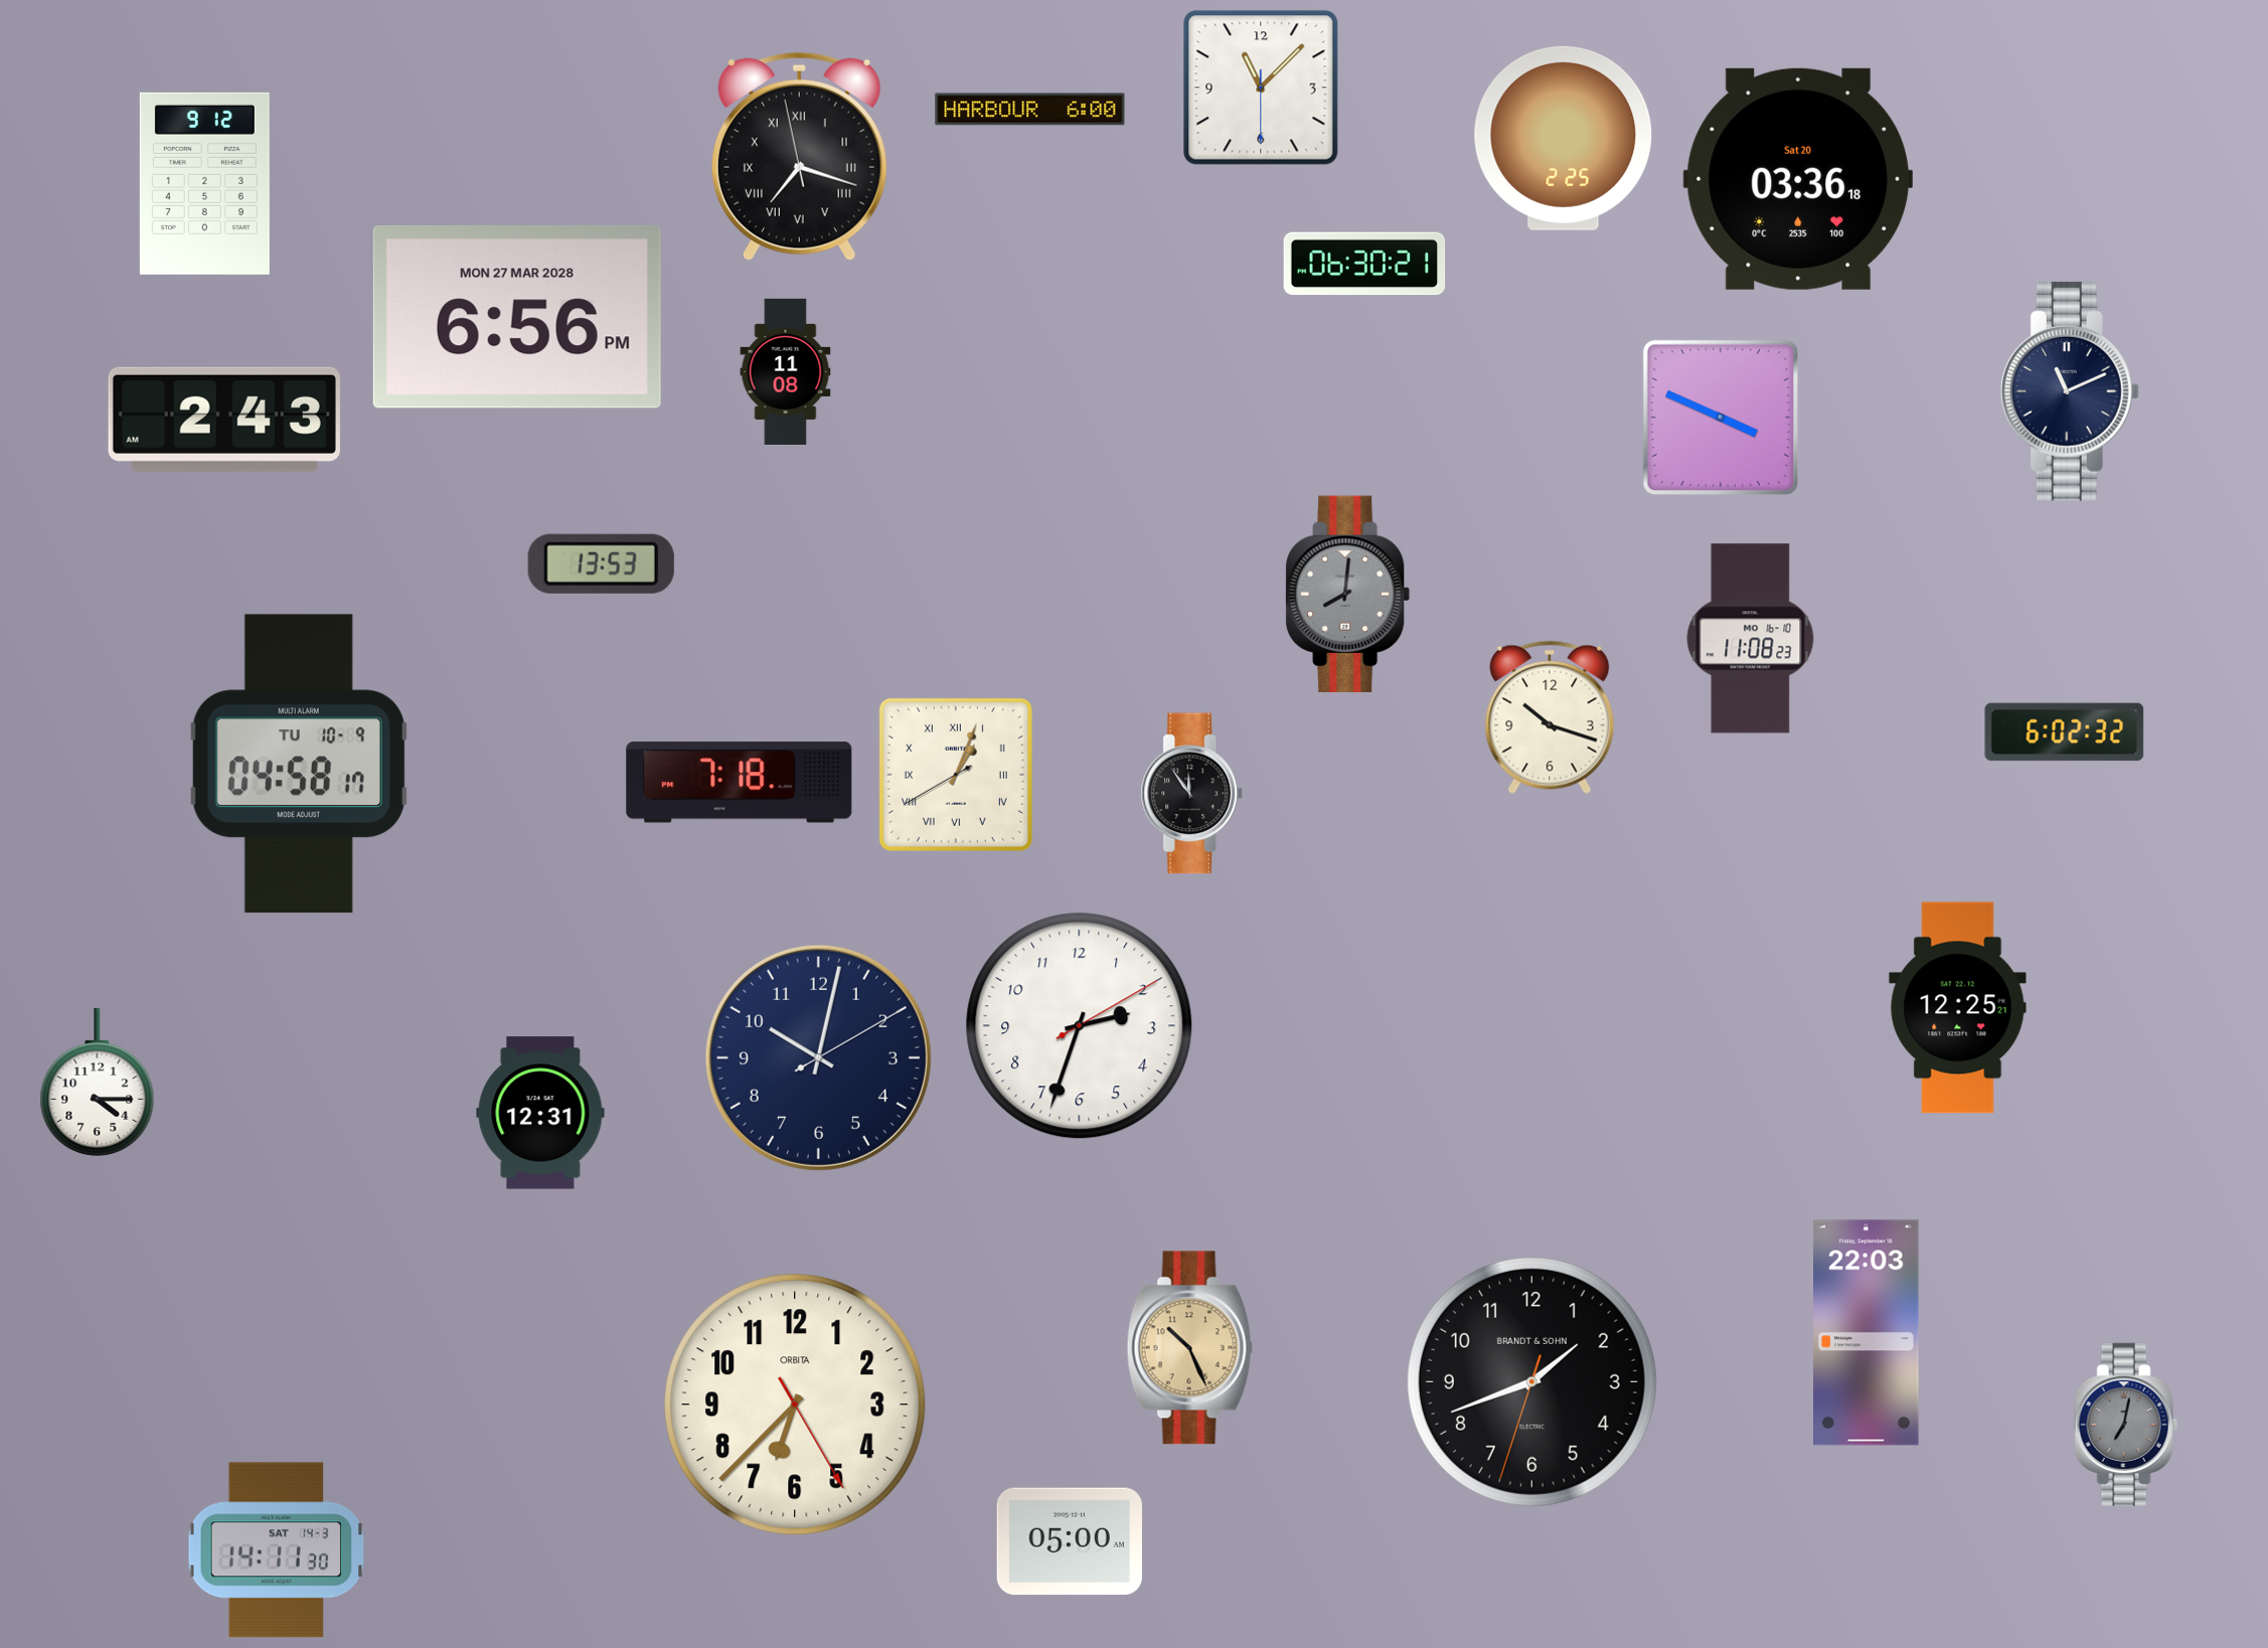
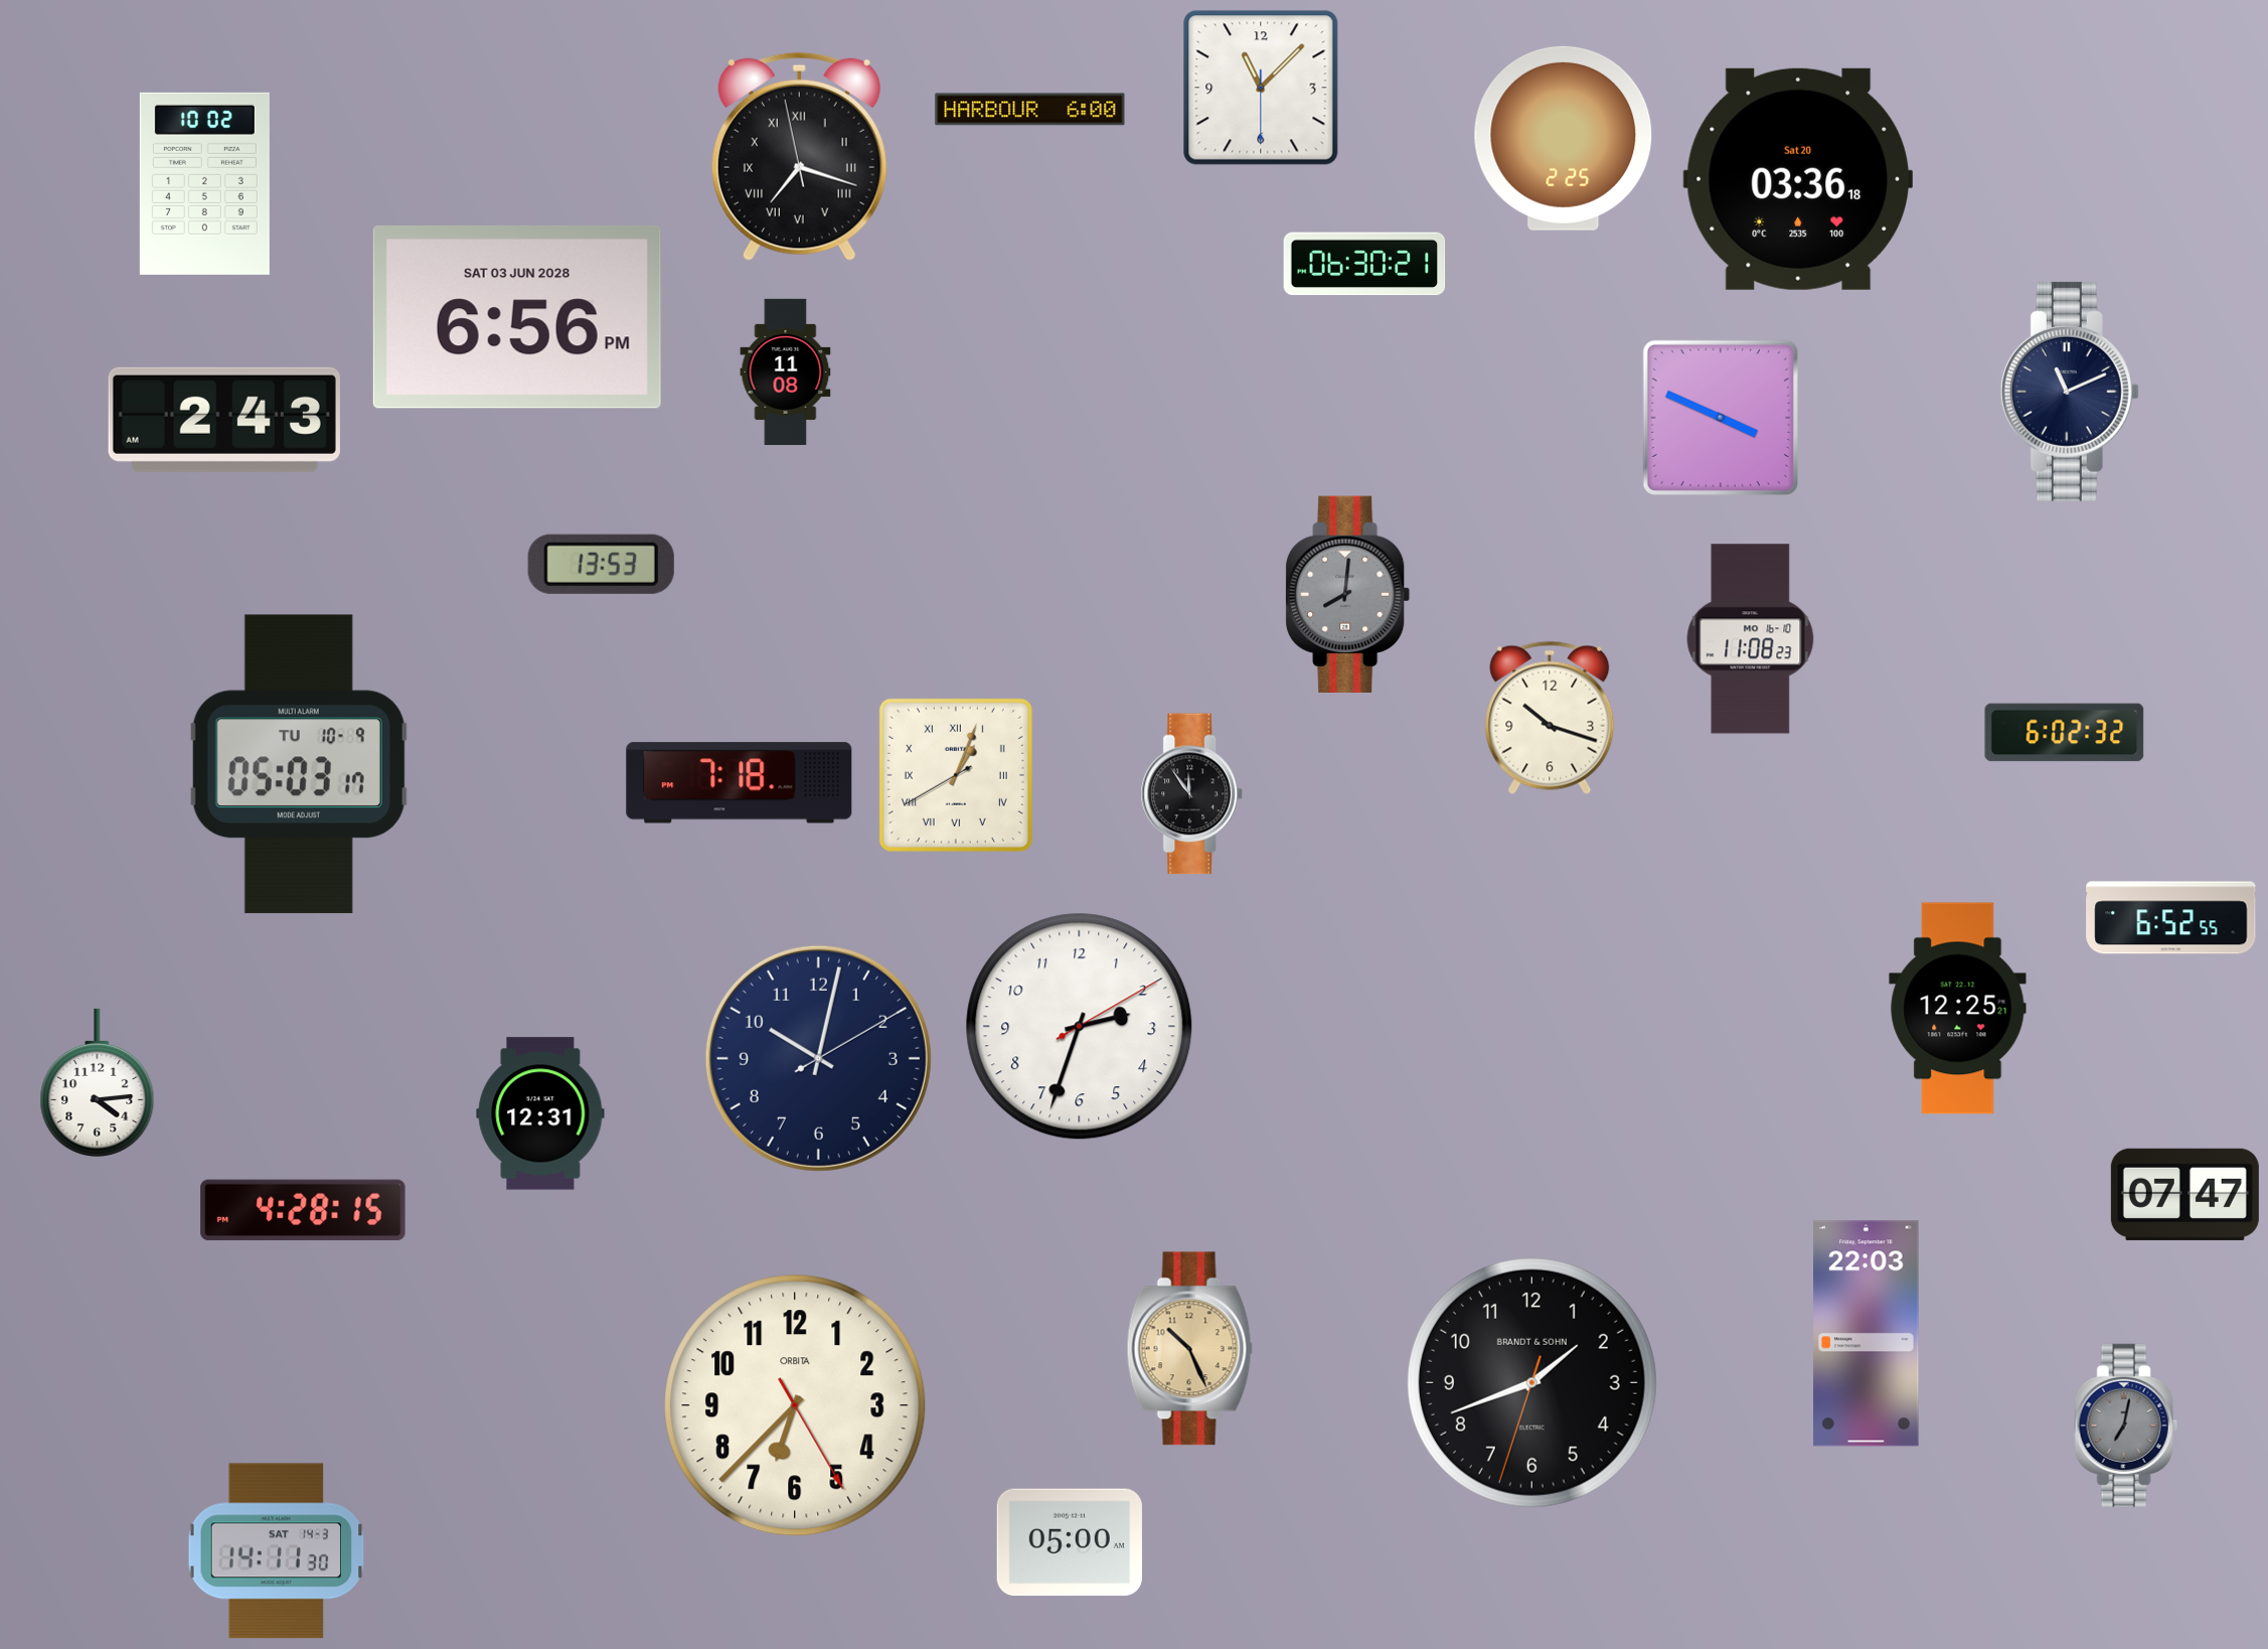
clock at (204, 183): 9:12 -> 10:02
clock at (517, 317) date: MON 27 MAR 2028 -> SAT 03 JUN 2028
clock at (299, 764): 04:58 -> 05:03
clock at (2171, 918): none -> 6:52
clock at (98, 1082): 4:15 -> 4:14
clock at (2184, 1194): none -> 07:47
clock at (303, 1210): none -> 4:28
